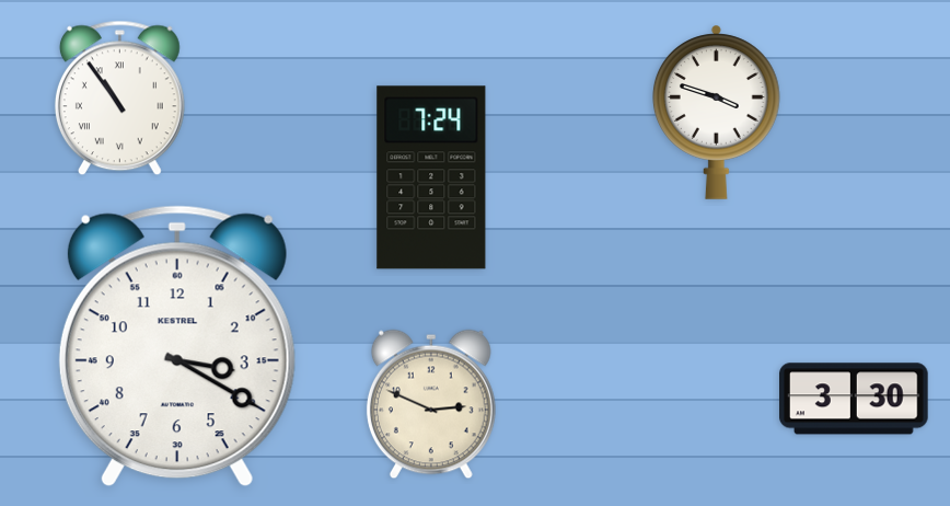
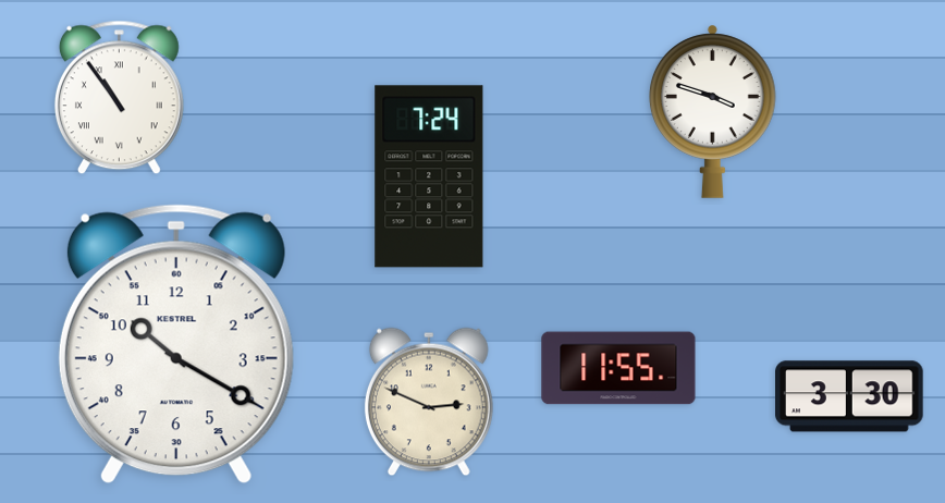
clock at (177, 346): 3:20 -> 10:20
clock at (618, 368): none -> 11:55
